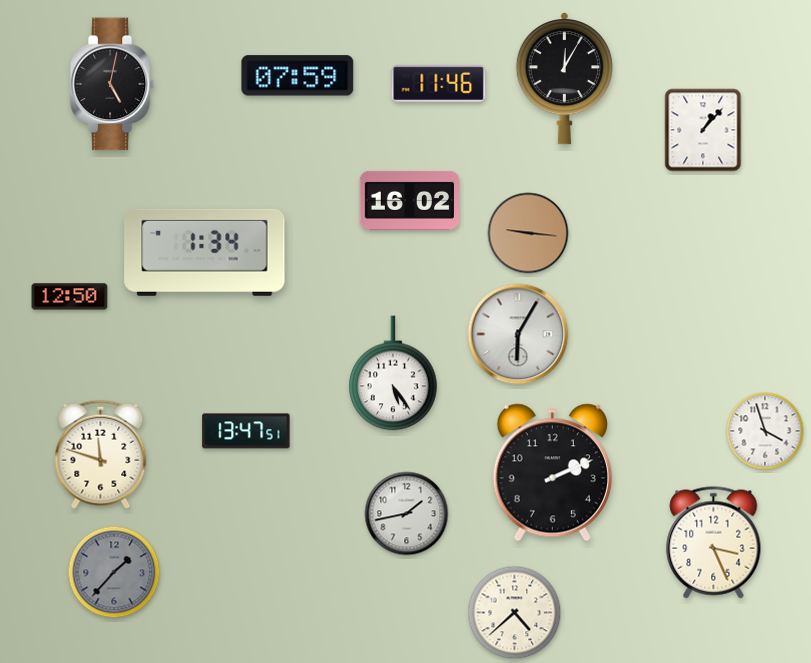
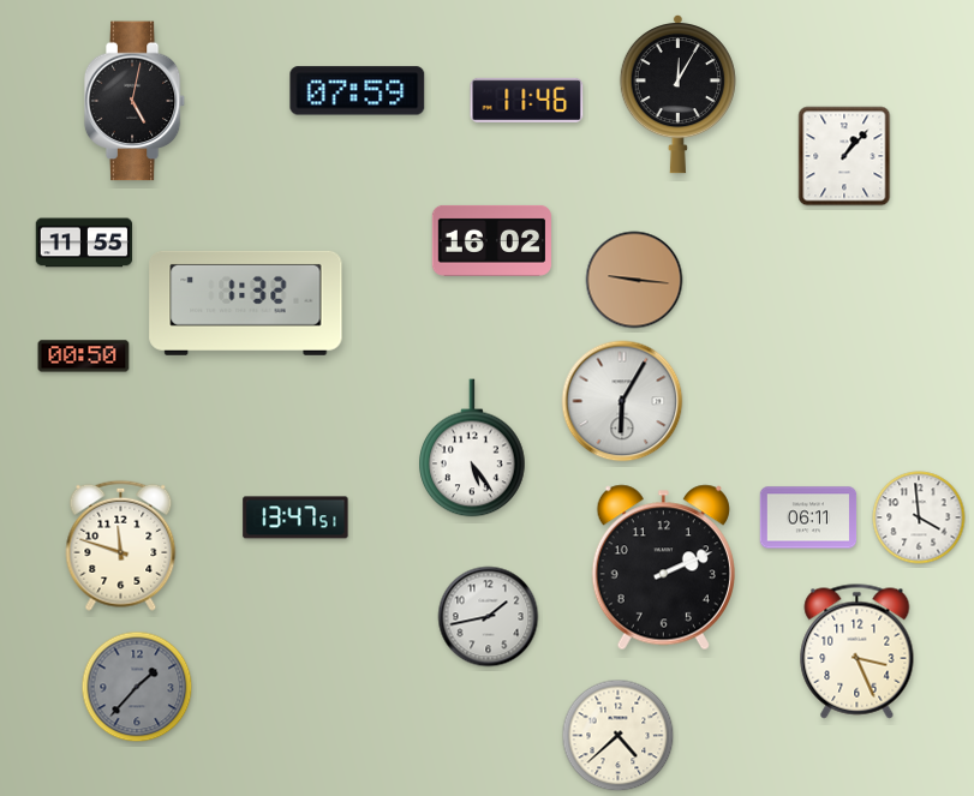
clock at (84, 243): none -> 11:55
clock at (205, 252): 1:34 -> 1:32
clock at (70, 297): 12:50 -> 00:50
clock at (808, 517): none -> 06:11
clock at (765, 431): 3:57 -> 3:59
